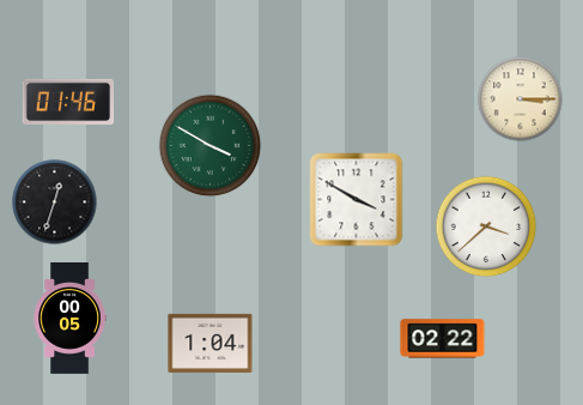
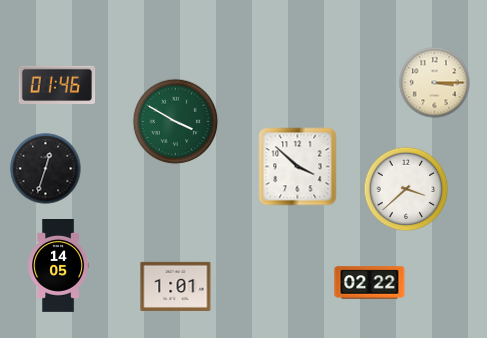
clock at (357, 200): 3:50 -> 3:52
clock at (69, 319): 00:05 -> 14:05
clock at (211, 343): 1:04 -> 1:01
